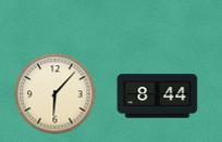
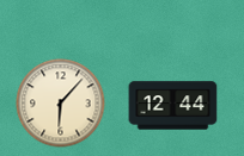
clock at (158, 96): 8:44 -> 12:44
